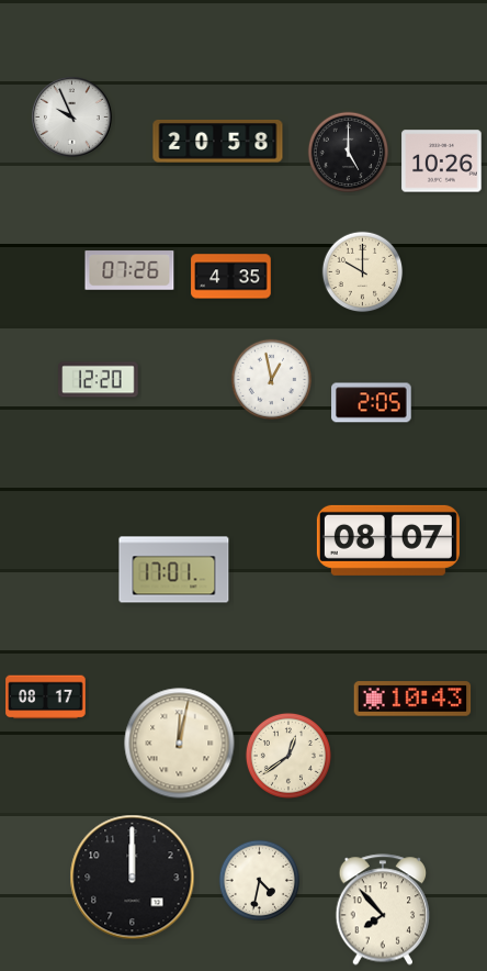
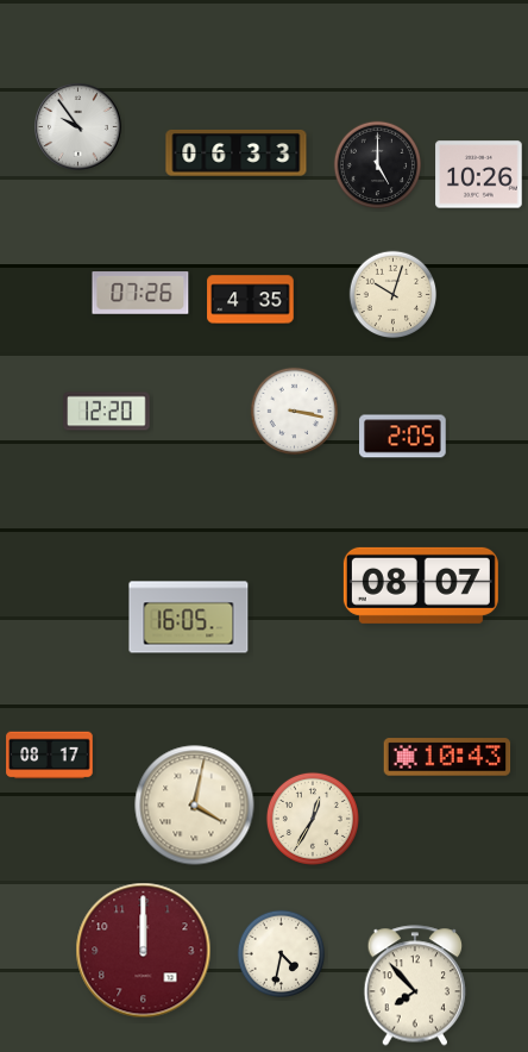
clock at (72, 118): 9:56 -> 9:54
clock at (218, 142): 20:58 -> 06:33
clock at (363, 272): 10:00 -> 10:03
clock at (272, 380): 12:58 -> 3:17
clock at (174, 570): 17:01 -> 16:05
clock at (180, 744): 12:02 -> 4:02
clock at (288, 756): 12:39 -> 12:35
clock at (133, 878) dial: black -> burgundy
